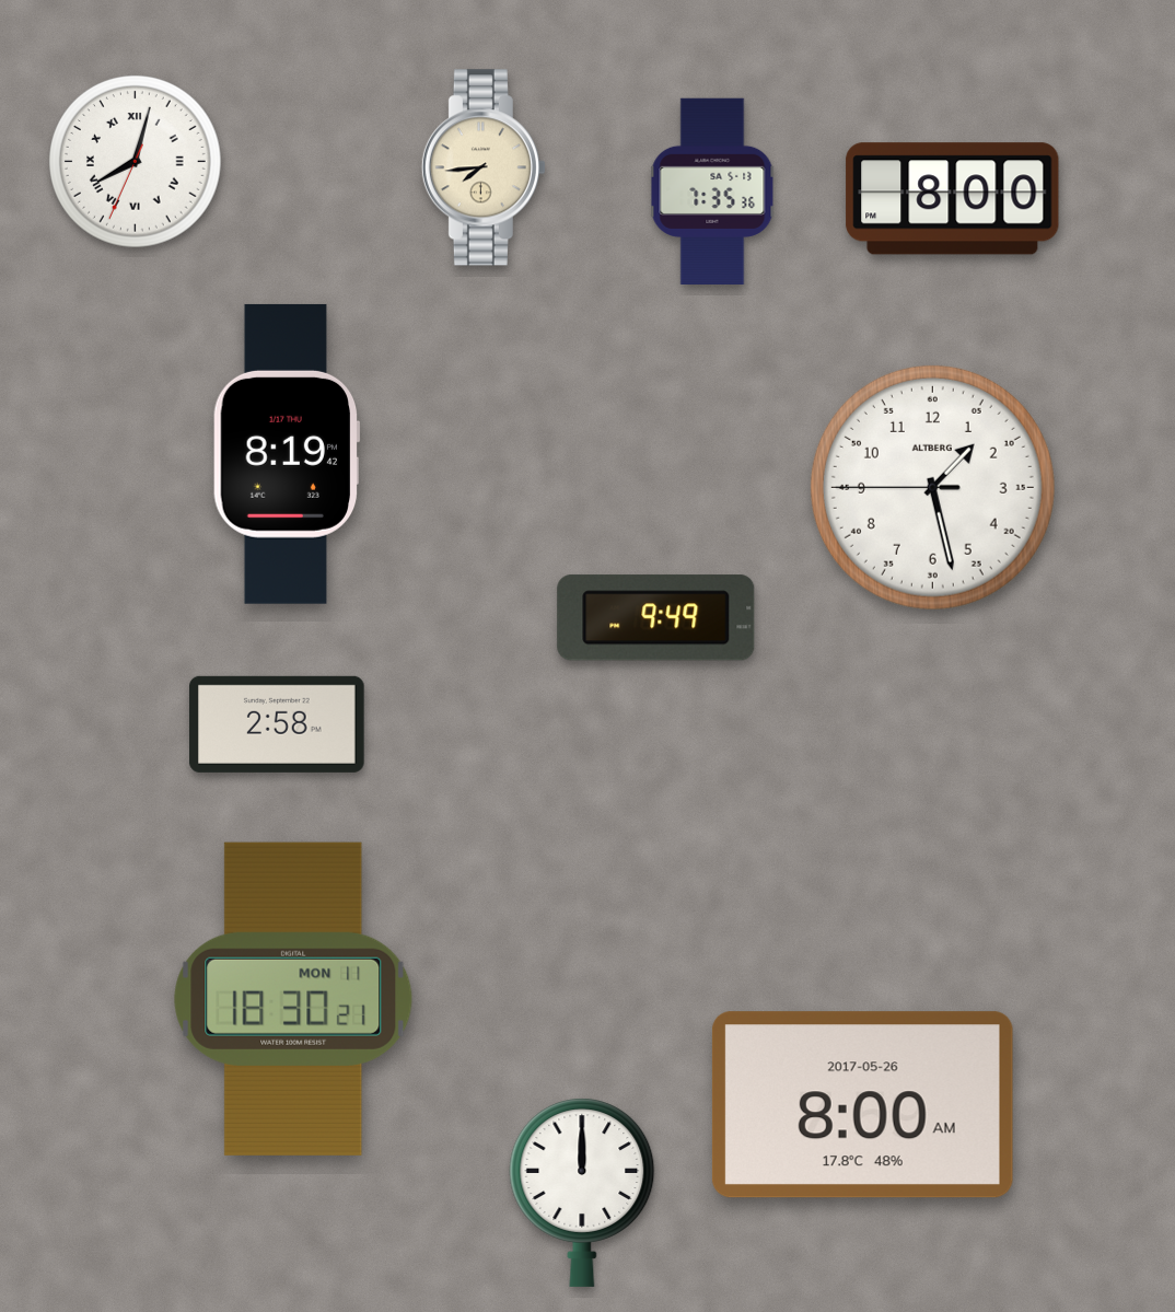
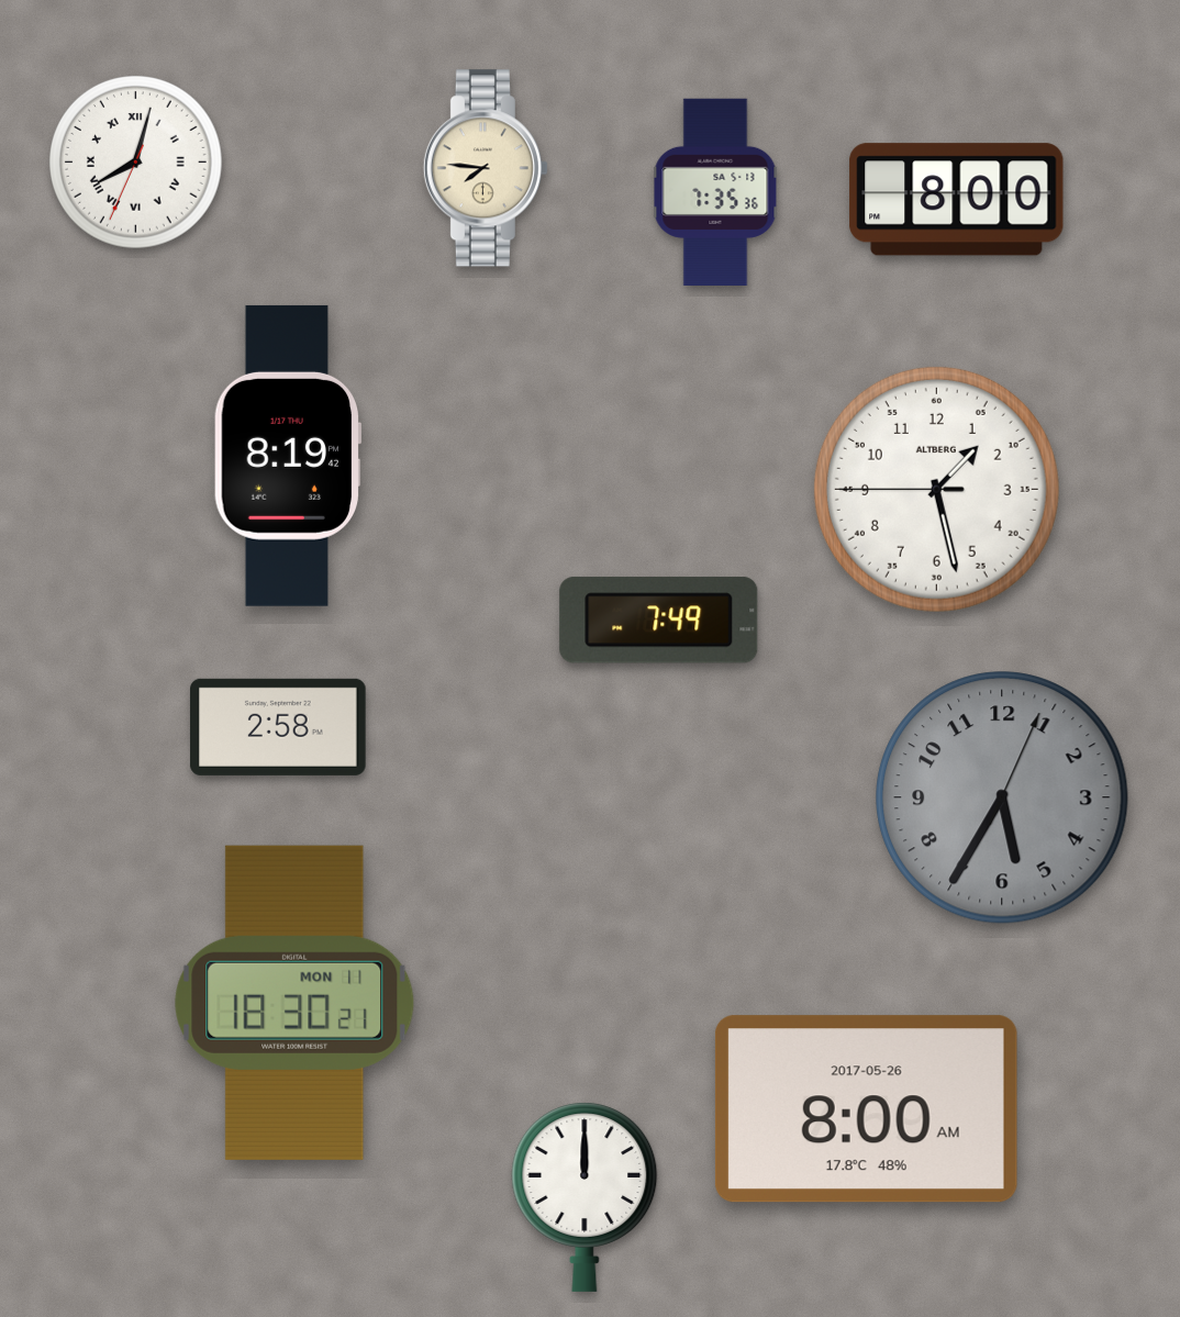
clock at (484, 167): 7:44 -> 7:46
clock at (656, 618): 9:49 -> 7:49
clock at (1002, 797): none -> 5:35
